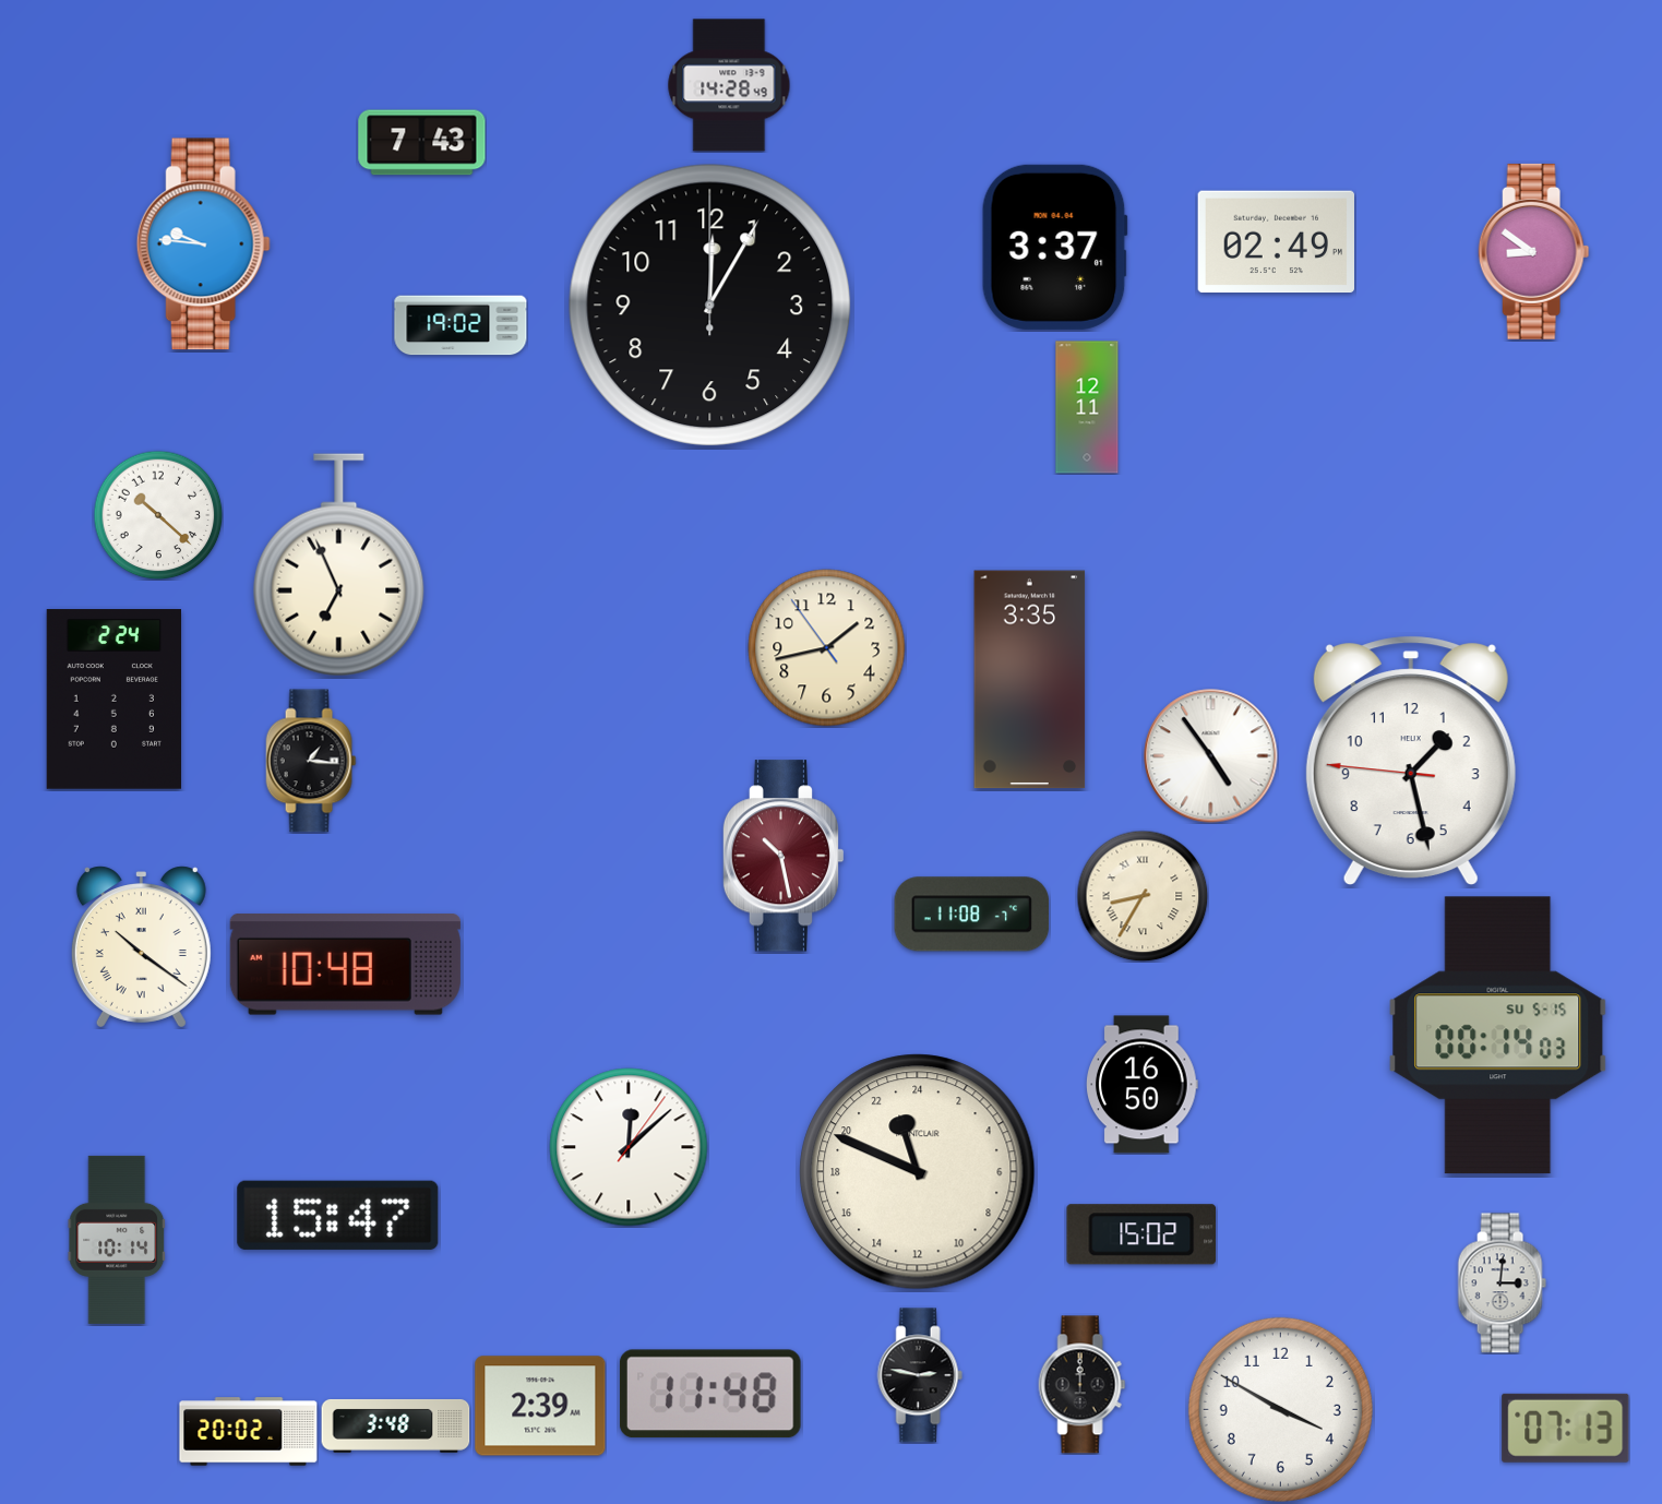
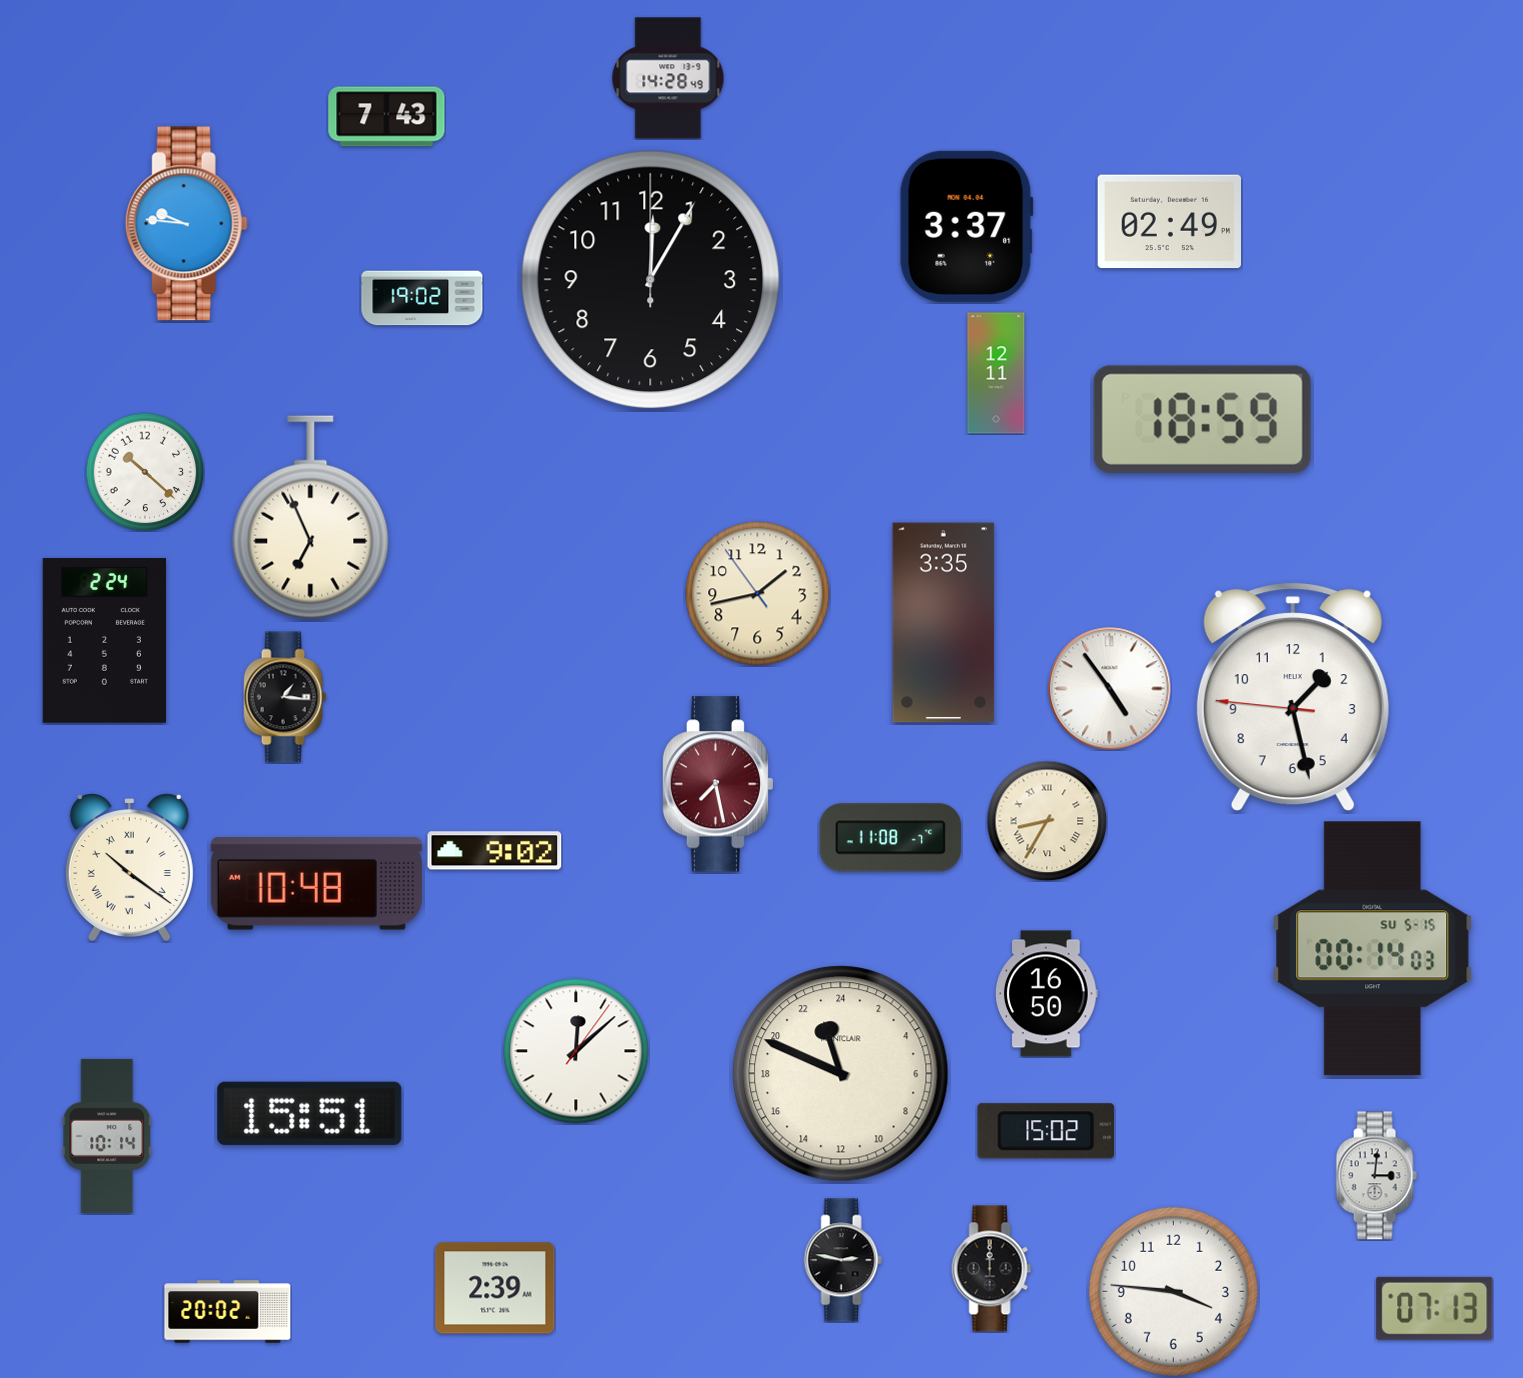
clock at (422, 143) position: (422, 143) -> (387, 117)
clock at (1534, 251): 8:51 -> none
clock at (1202, 419): none -> 18:59
clock at (1211, 756) position: (1211, 756) -> (1110, 689)
clock at (784, 856): 10:28 -> 7:28
clock at (495, 851): none -> 9:02
clock at (338, 1215): 15:47 -> 15:51
clock at (710, 1394): 11:48 -> none
clock at (1280, 1409): 3:50 -> 3:46
clock at (396, 1425): 3:48 -> none
